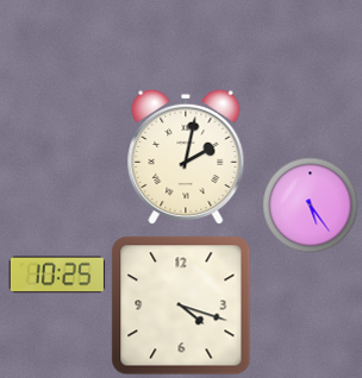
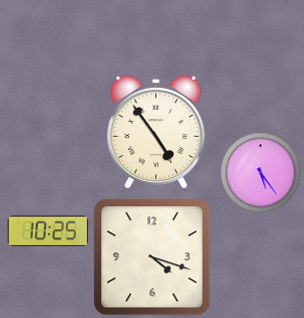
clock at (186, 157): 2:02 -> 4:54
